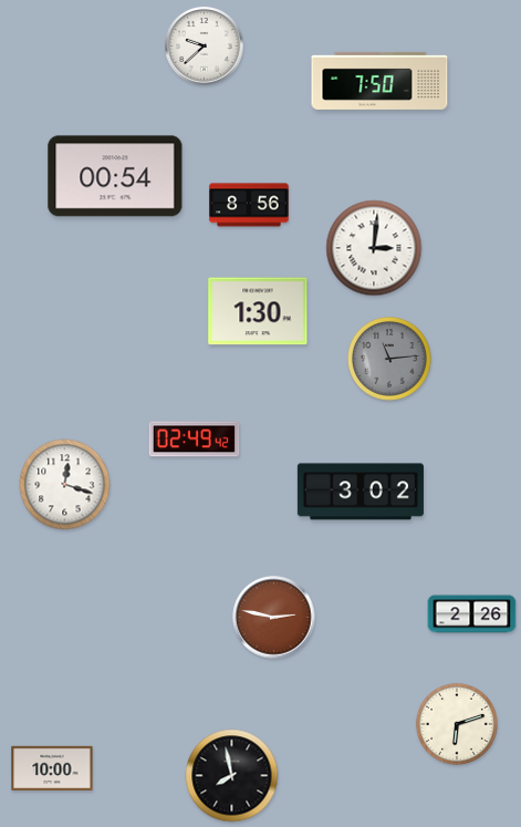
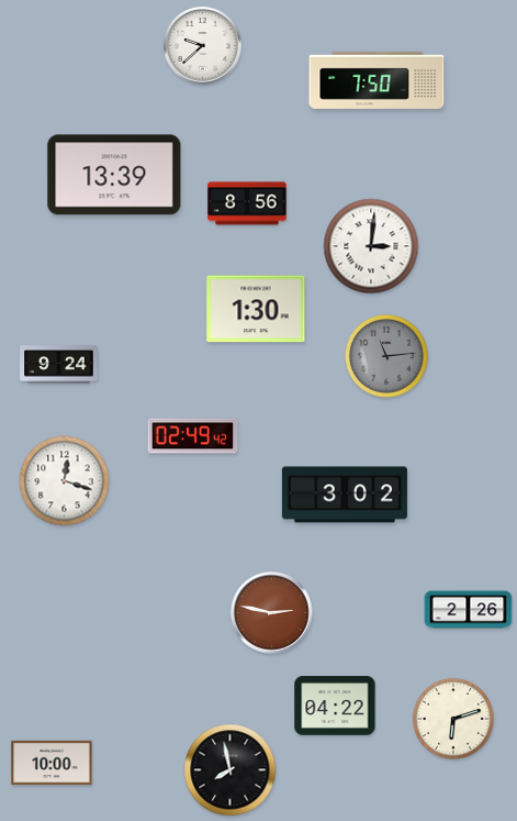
clock at (115, 176): 00:54 -> 13:39
clock at (59, 365): none -> 9:24
clock at (361, 492) position: (361, 492) -> (345, 495)
clock at (335, 706): none -> 04:22
